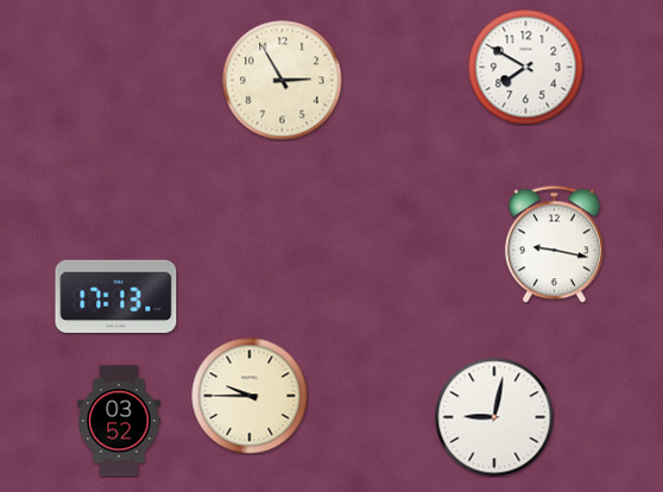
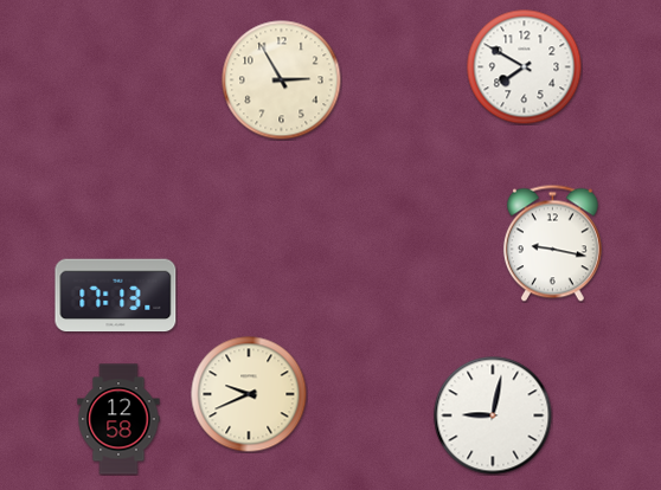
clock at (250, 396): 9:45 -> 9:41
clock at (119, 421): 03:52 -> 12:58
